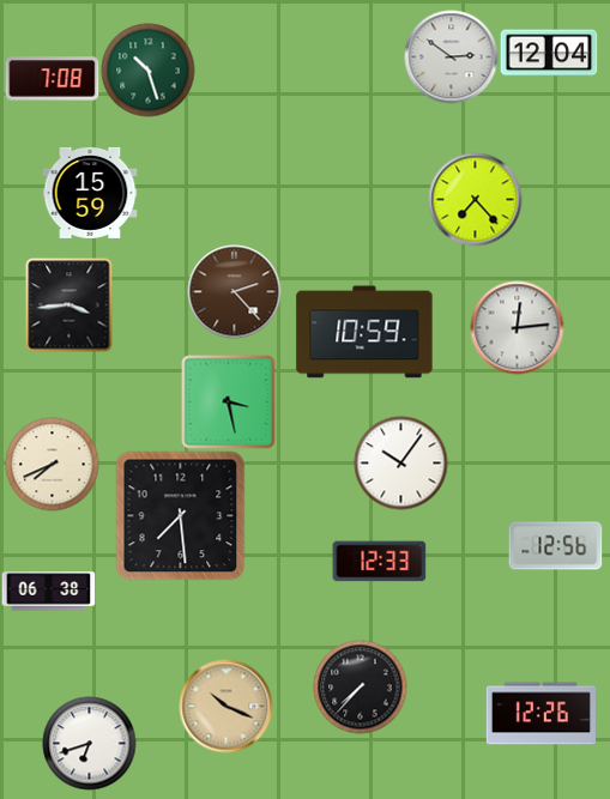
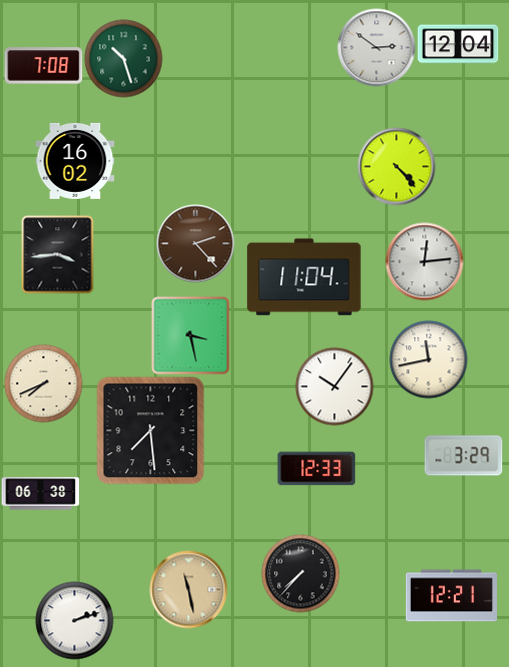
clock at (90, 193): 15:59 -> 16:02
clock at (475, 199): 7:23 -> 4:23
clock at (517, 327) position: (517, 327) -> (424, 261)
clock at (364, 332): 10:59 -> 11:04
clock at (428, 359): none -> 11:43
clock at (52, 464) position: (52, 464) -> (43, 383)
clock at (555, 546): 12:56 -> 3:29
clock at (225, 706): 10:19 -> 11:28
clock at (540, 714): 12:26 -> 12:21
clock at (89, 743): 6:42 -> 2:12
